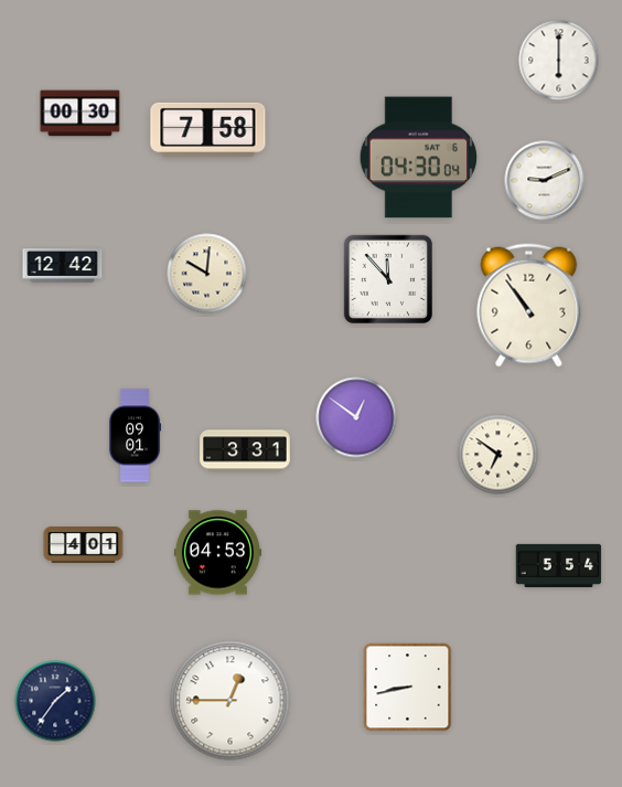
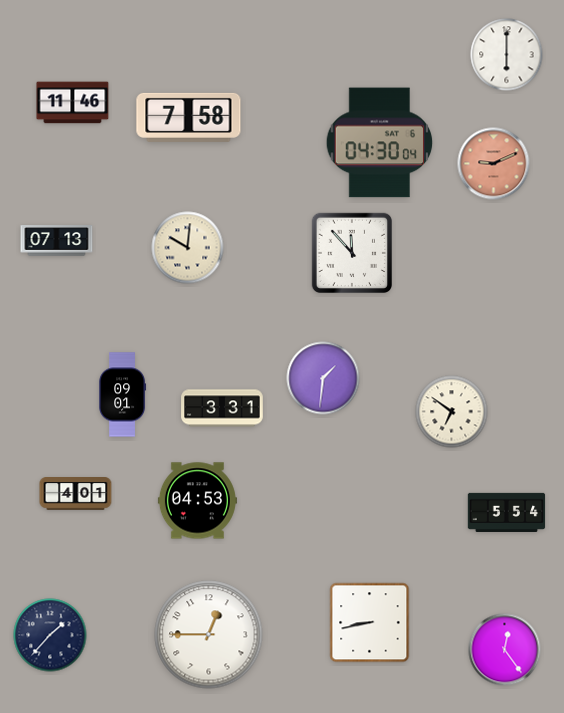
clock at (81, 114): 00:30 -> 11:46
clock at (545, 181) dial: white -> salmon
clock at (63, 266): 12:42 -> 07:13
clock at (529, 306): 10:54 -> none
clock at (356, 417): 12:51 -> 1:31
clock at (55, 701): 1:36 -> 1:37
clock at (505, 650): none -> 12:24
